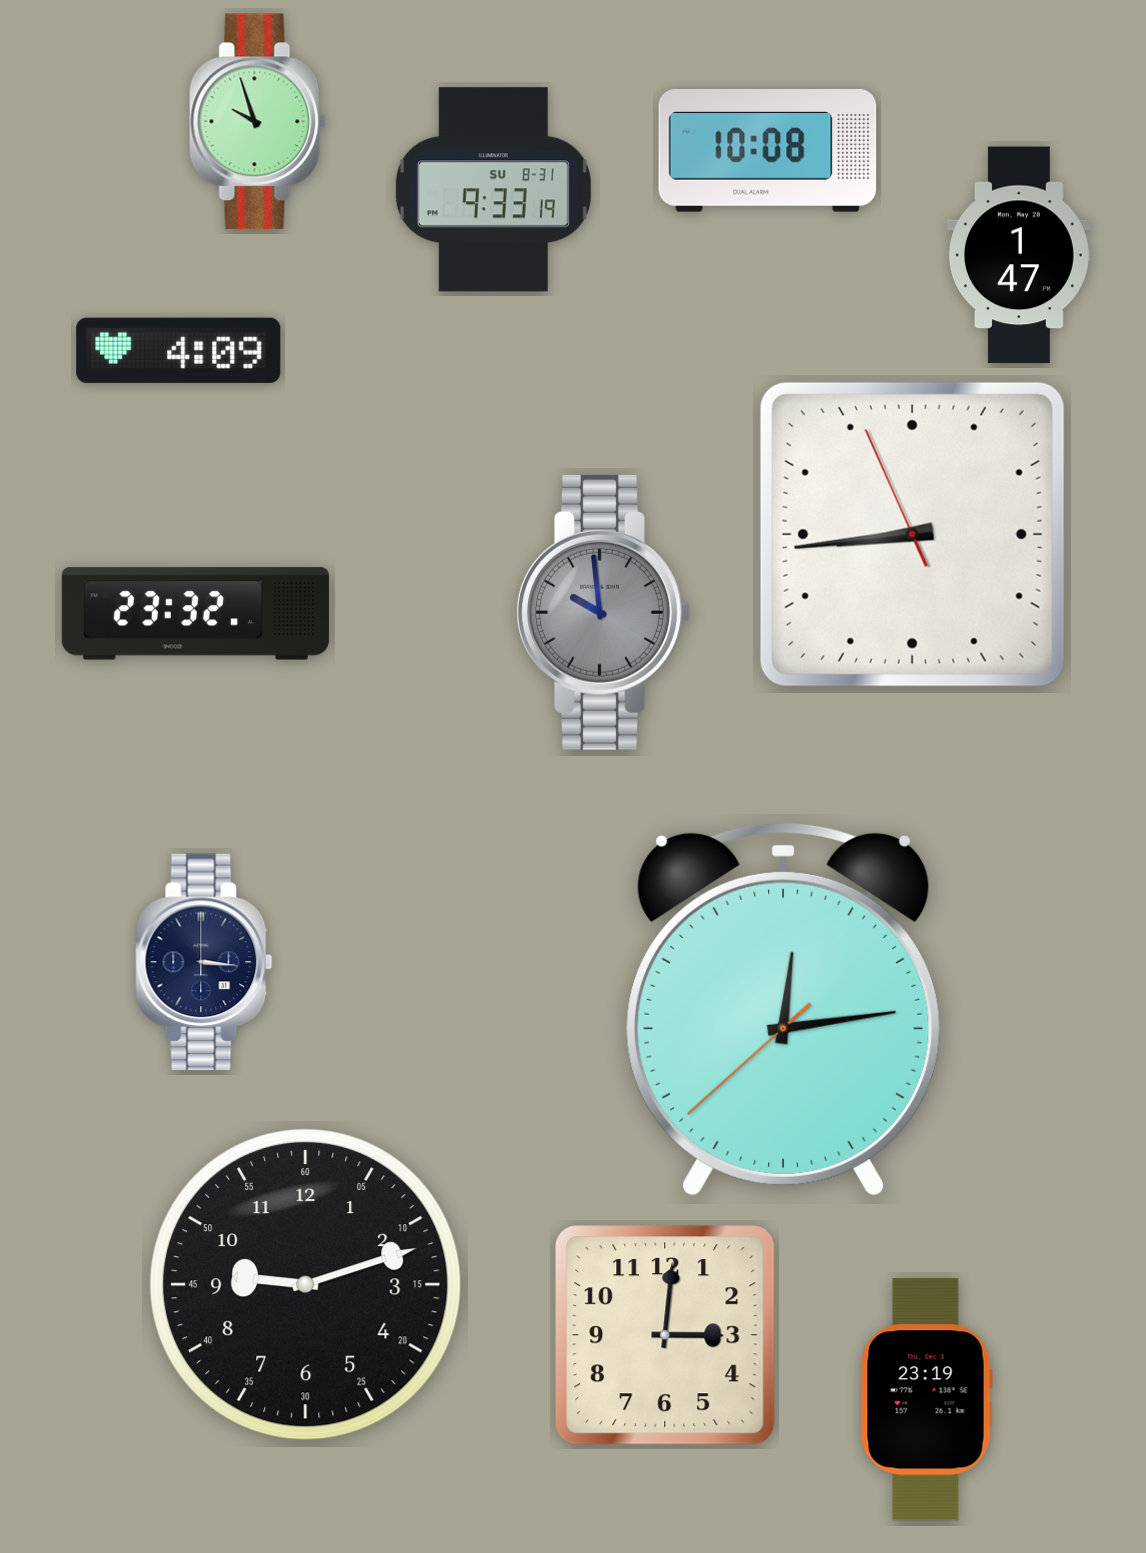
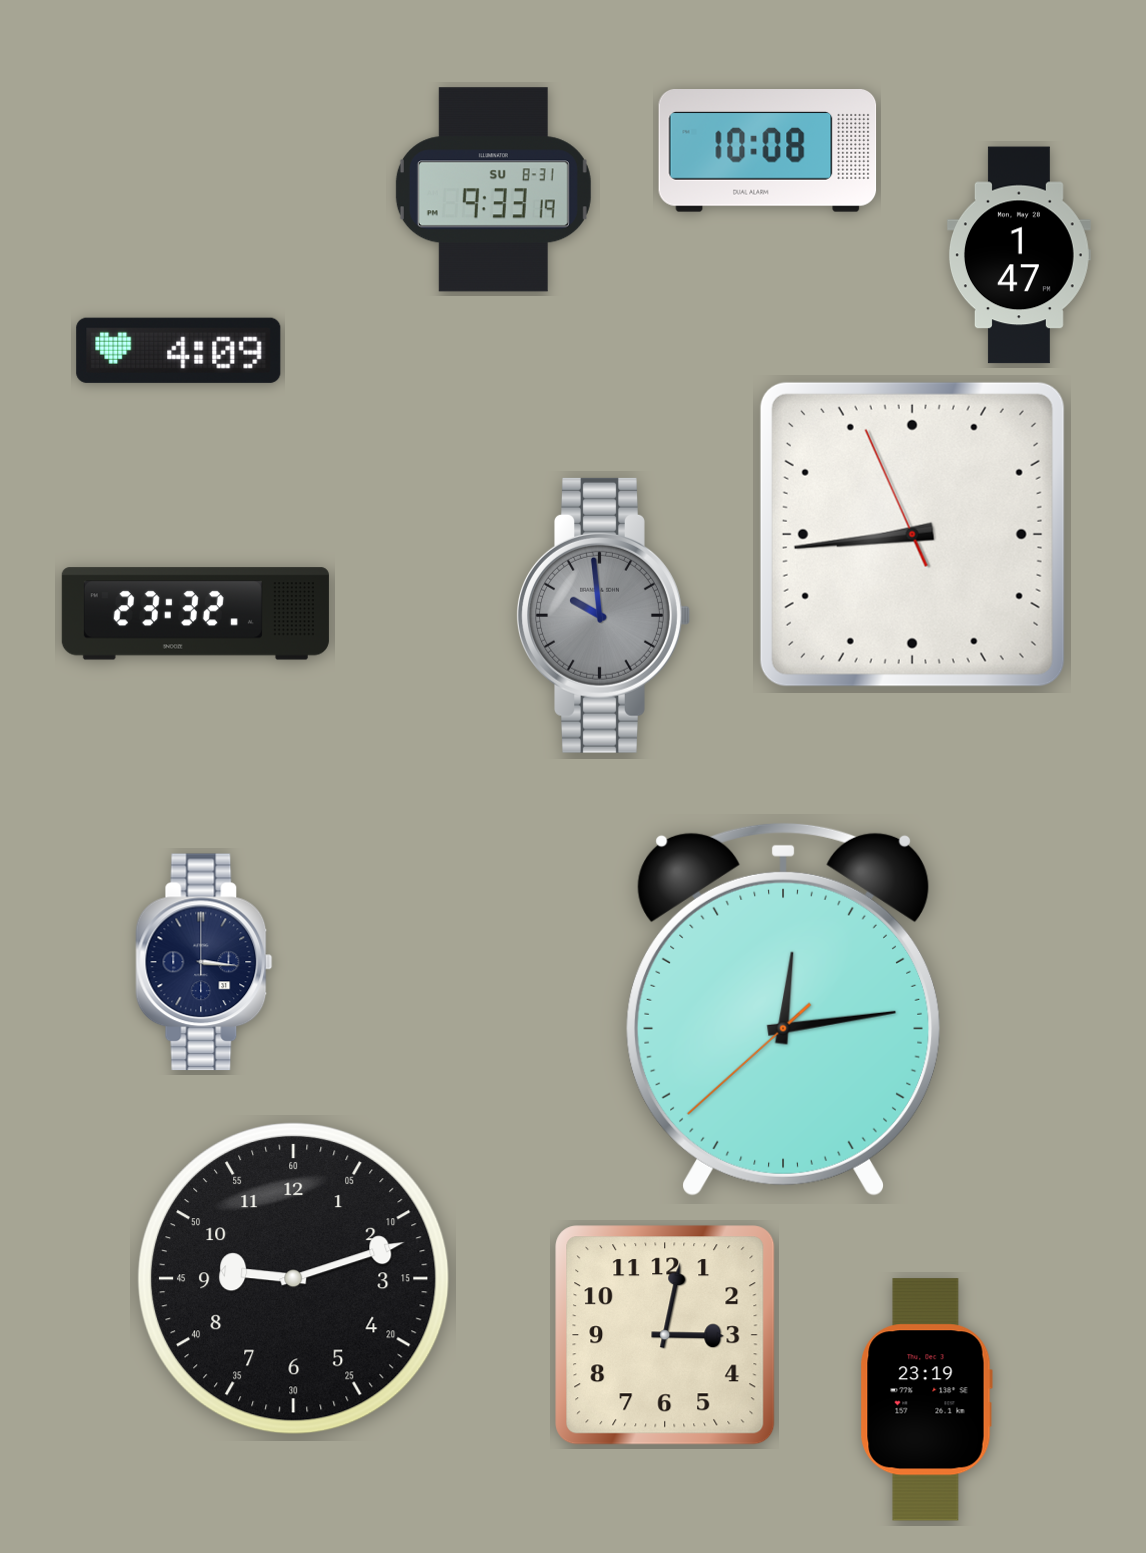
clock at (258, 122): 9:57 -> none
clock at (603, 612) position: (603, 612) -> (603, 615)
clock at (306, 1285) position: (306, 1285) -> (294, 1279)
clock at (665, 1335): 3:01 -> 3:02
